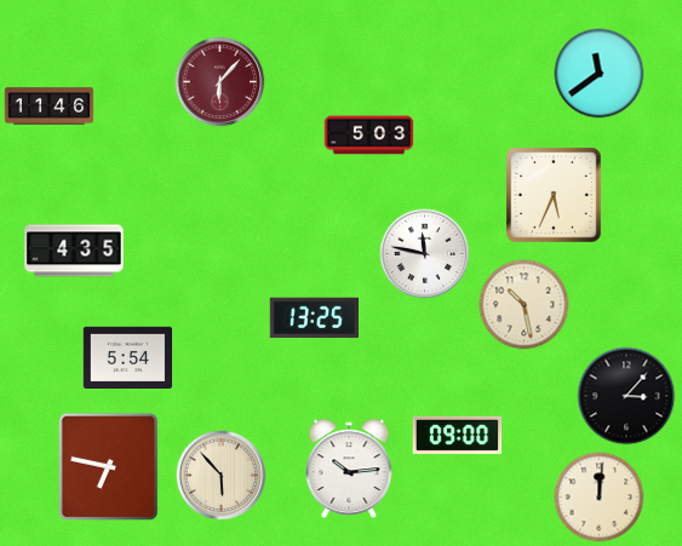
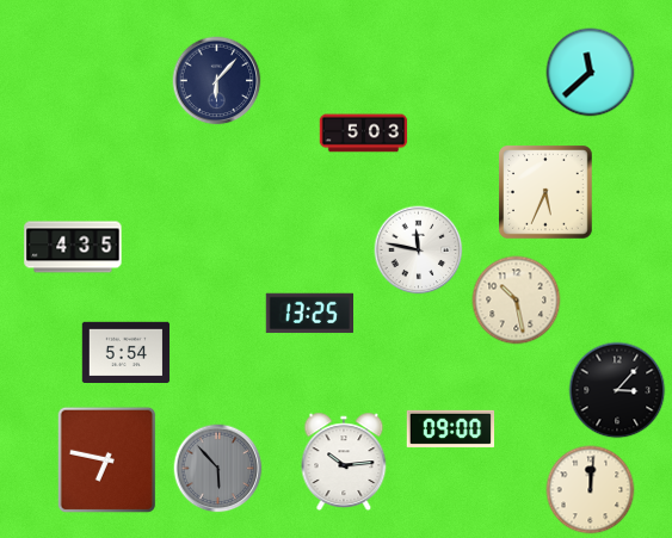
clock at (600, 74): 11:39 -> 11:38
clock at (220, 82) dial: burgundy -> navy
clock at (50, 107): 11:46 -> none
clock at (222, 476) dial: cream -> grey
